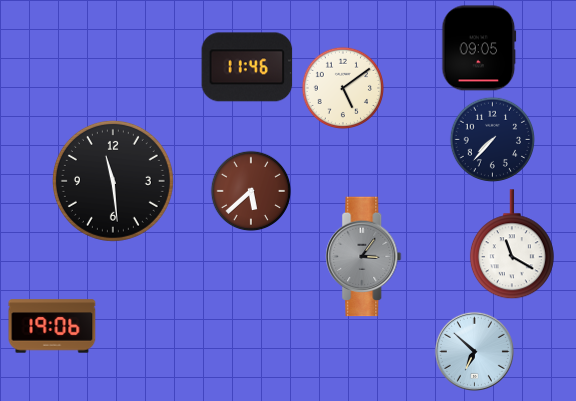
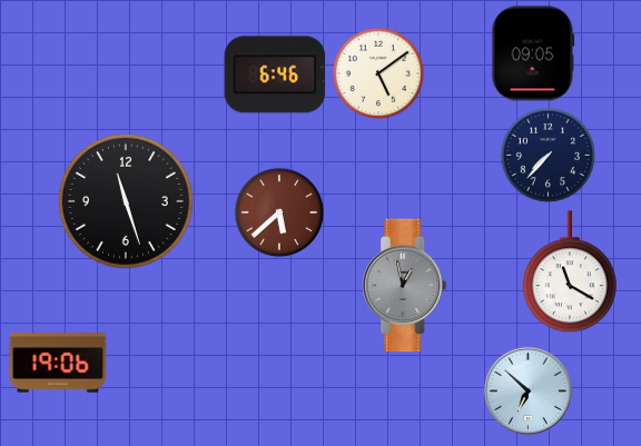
clock at (247, 67): 11:46 -> 6:46
clock at (343, 88) position: (343, 88) -> (378, 73)
clock at (113, 181): 11:29 -> 11:27
clock at (364, 257): 3:06 -> 12:58
